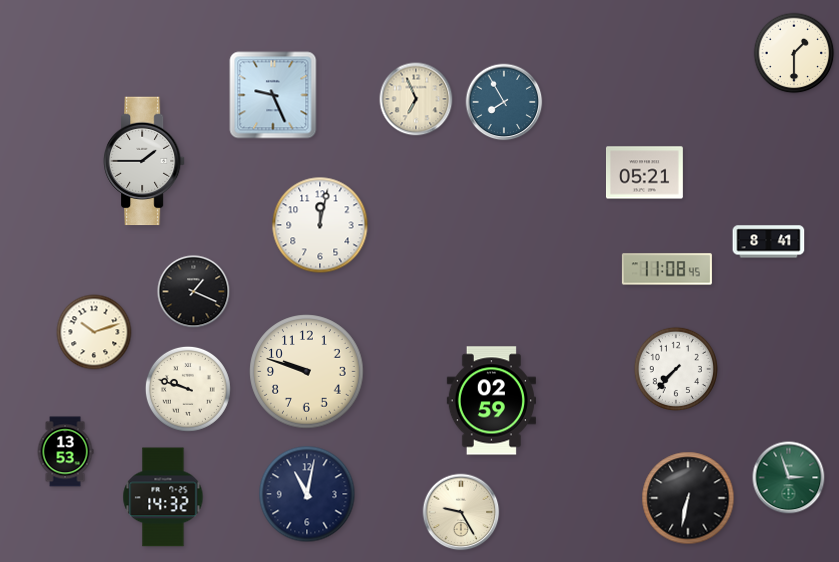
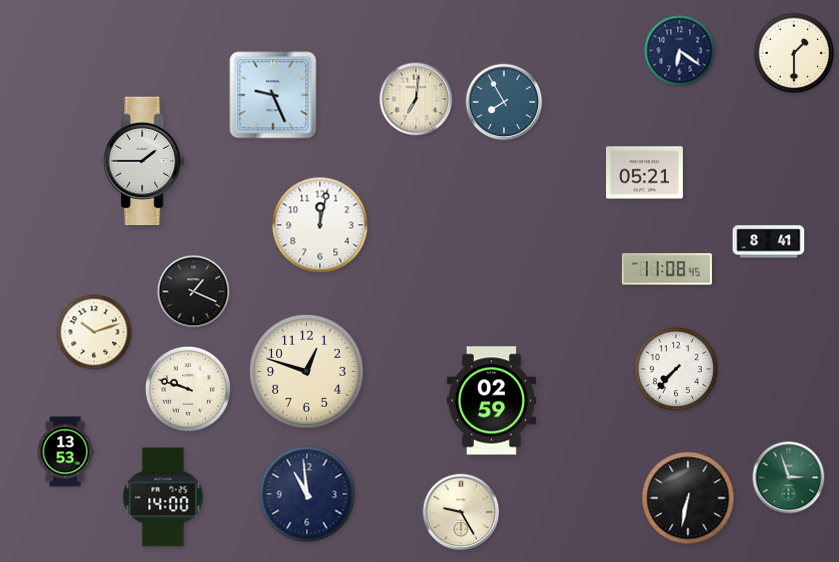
clock at (680, 51): none -> 6:21
clock at (416, 99): 6:56 -> 7:01
clock at (307, 372): 9:48 -> 12:48
clock at (307, 494): 11:02 -> 10:59
clock at (163, 497): 14:32 -> 14:00
